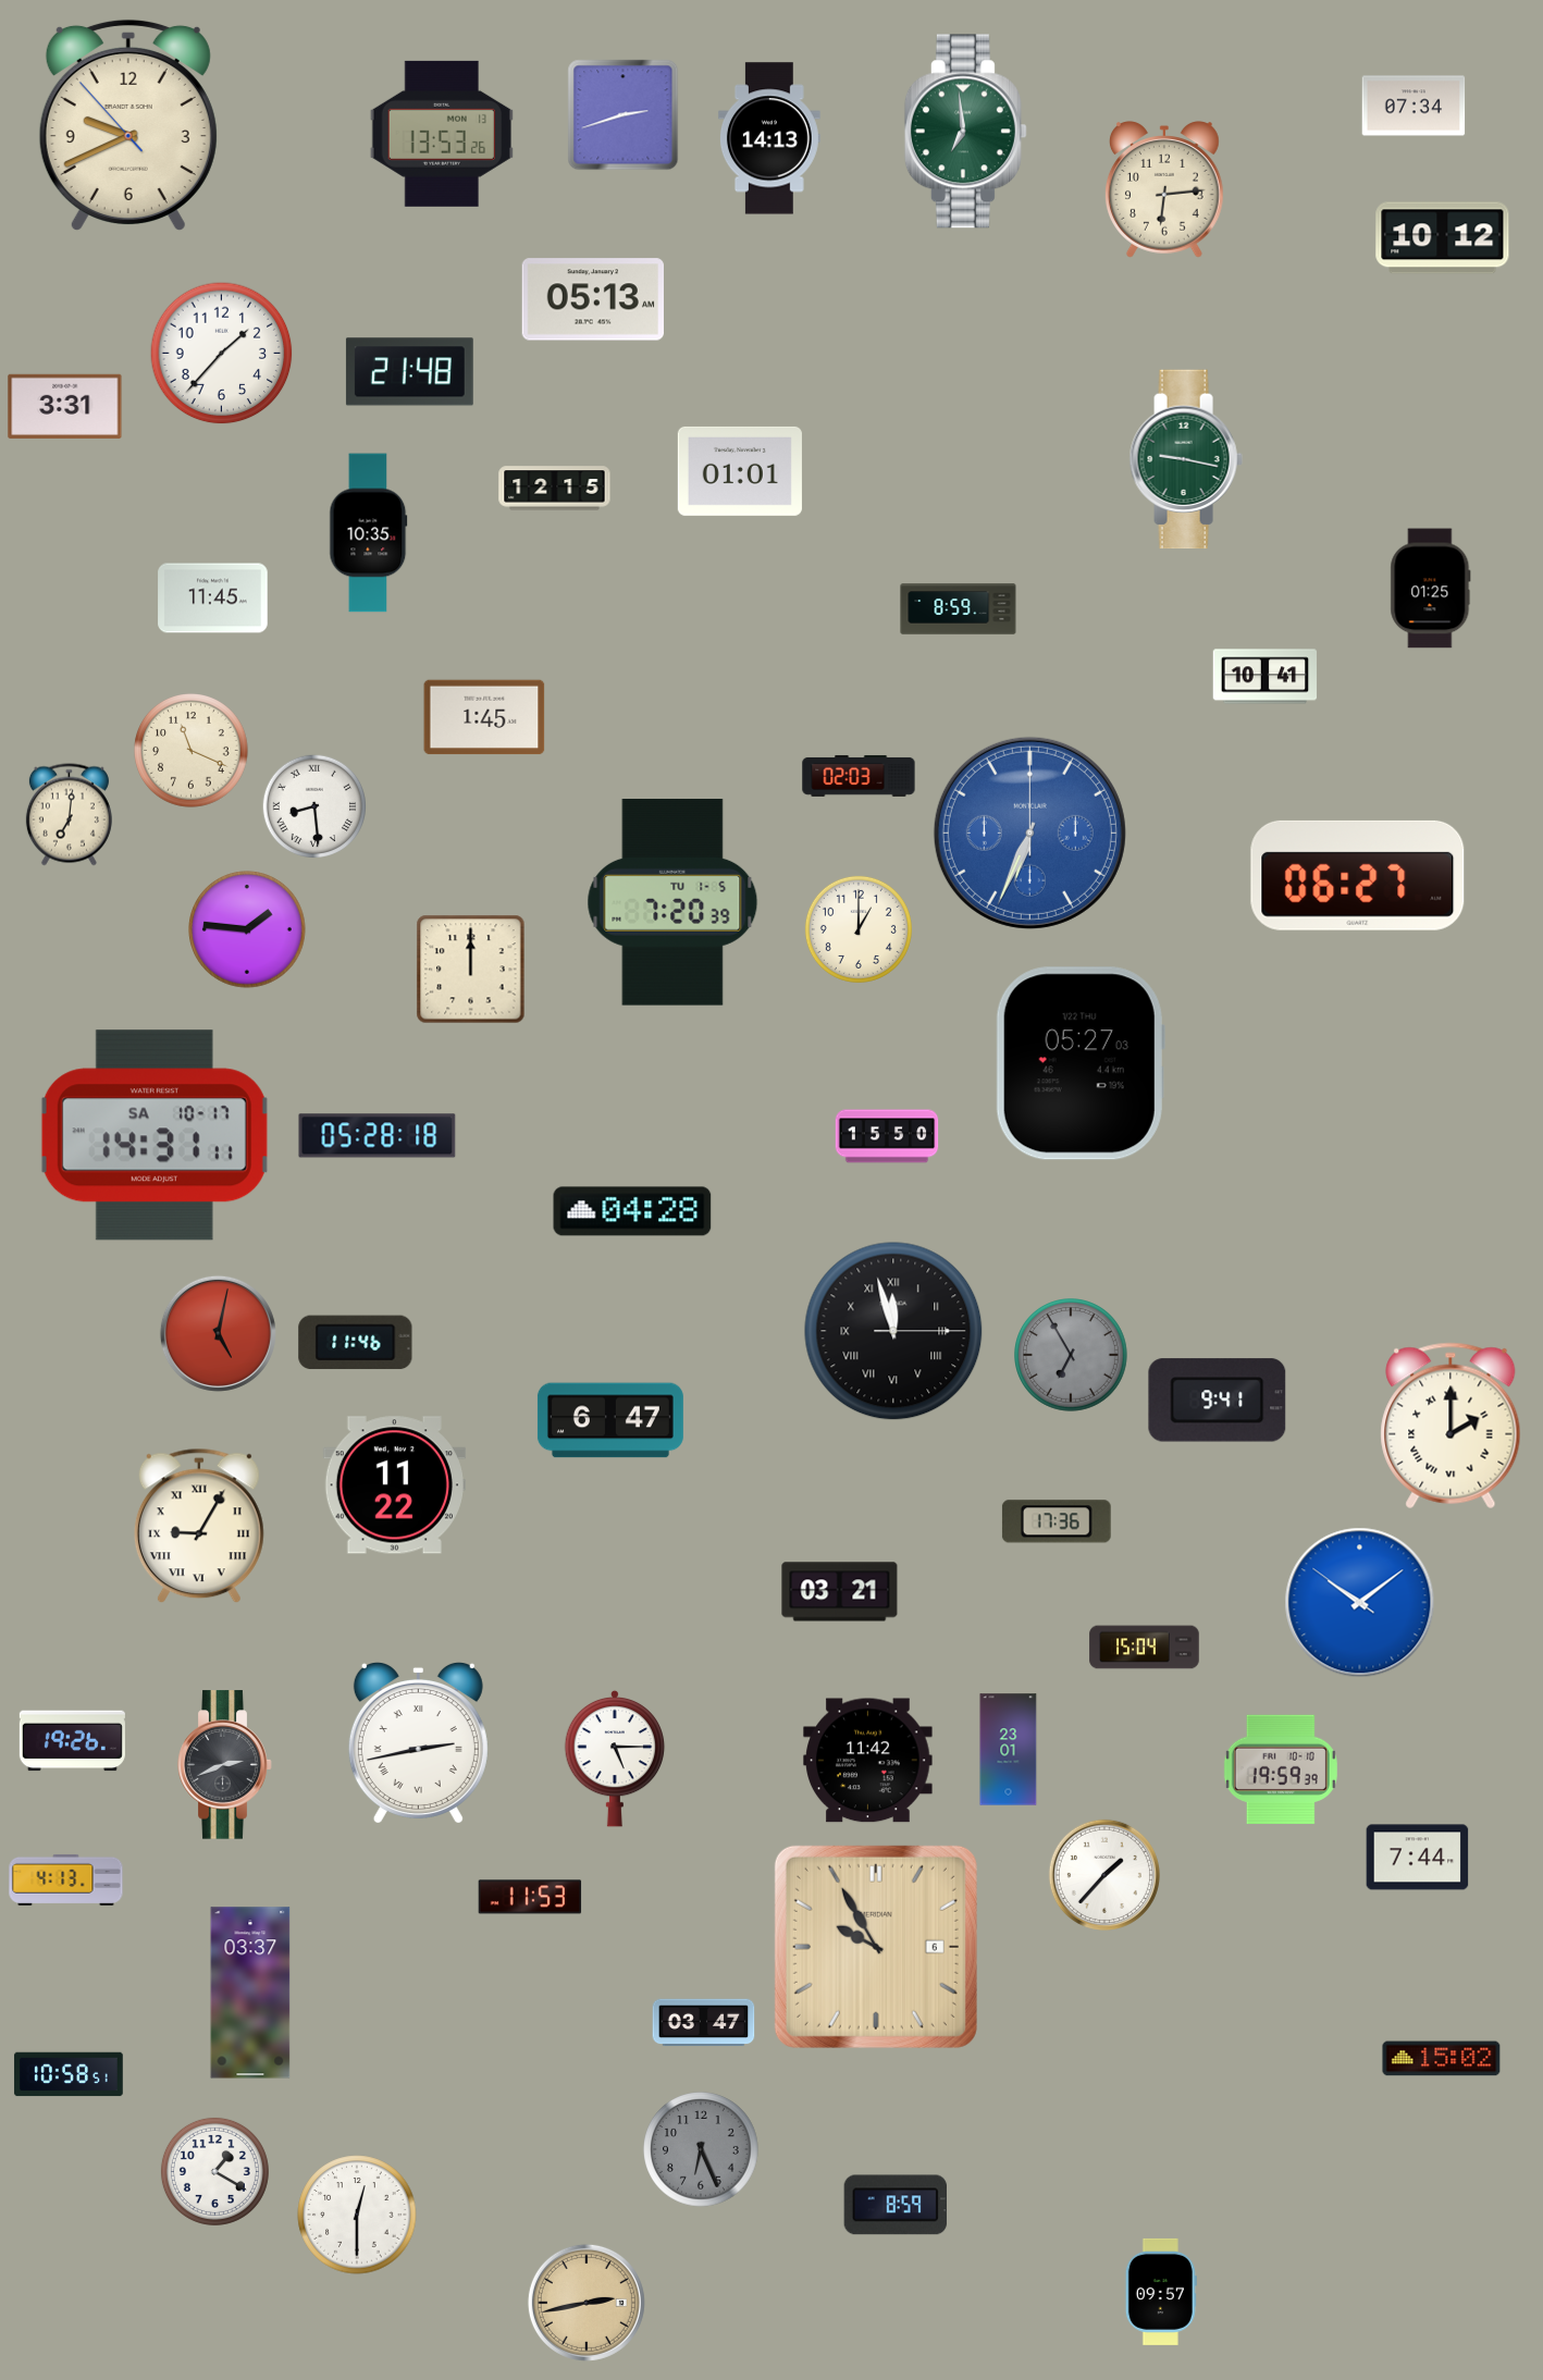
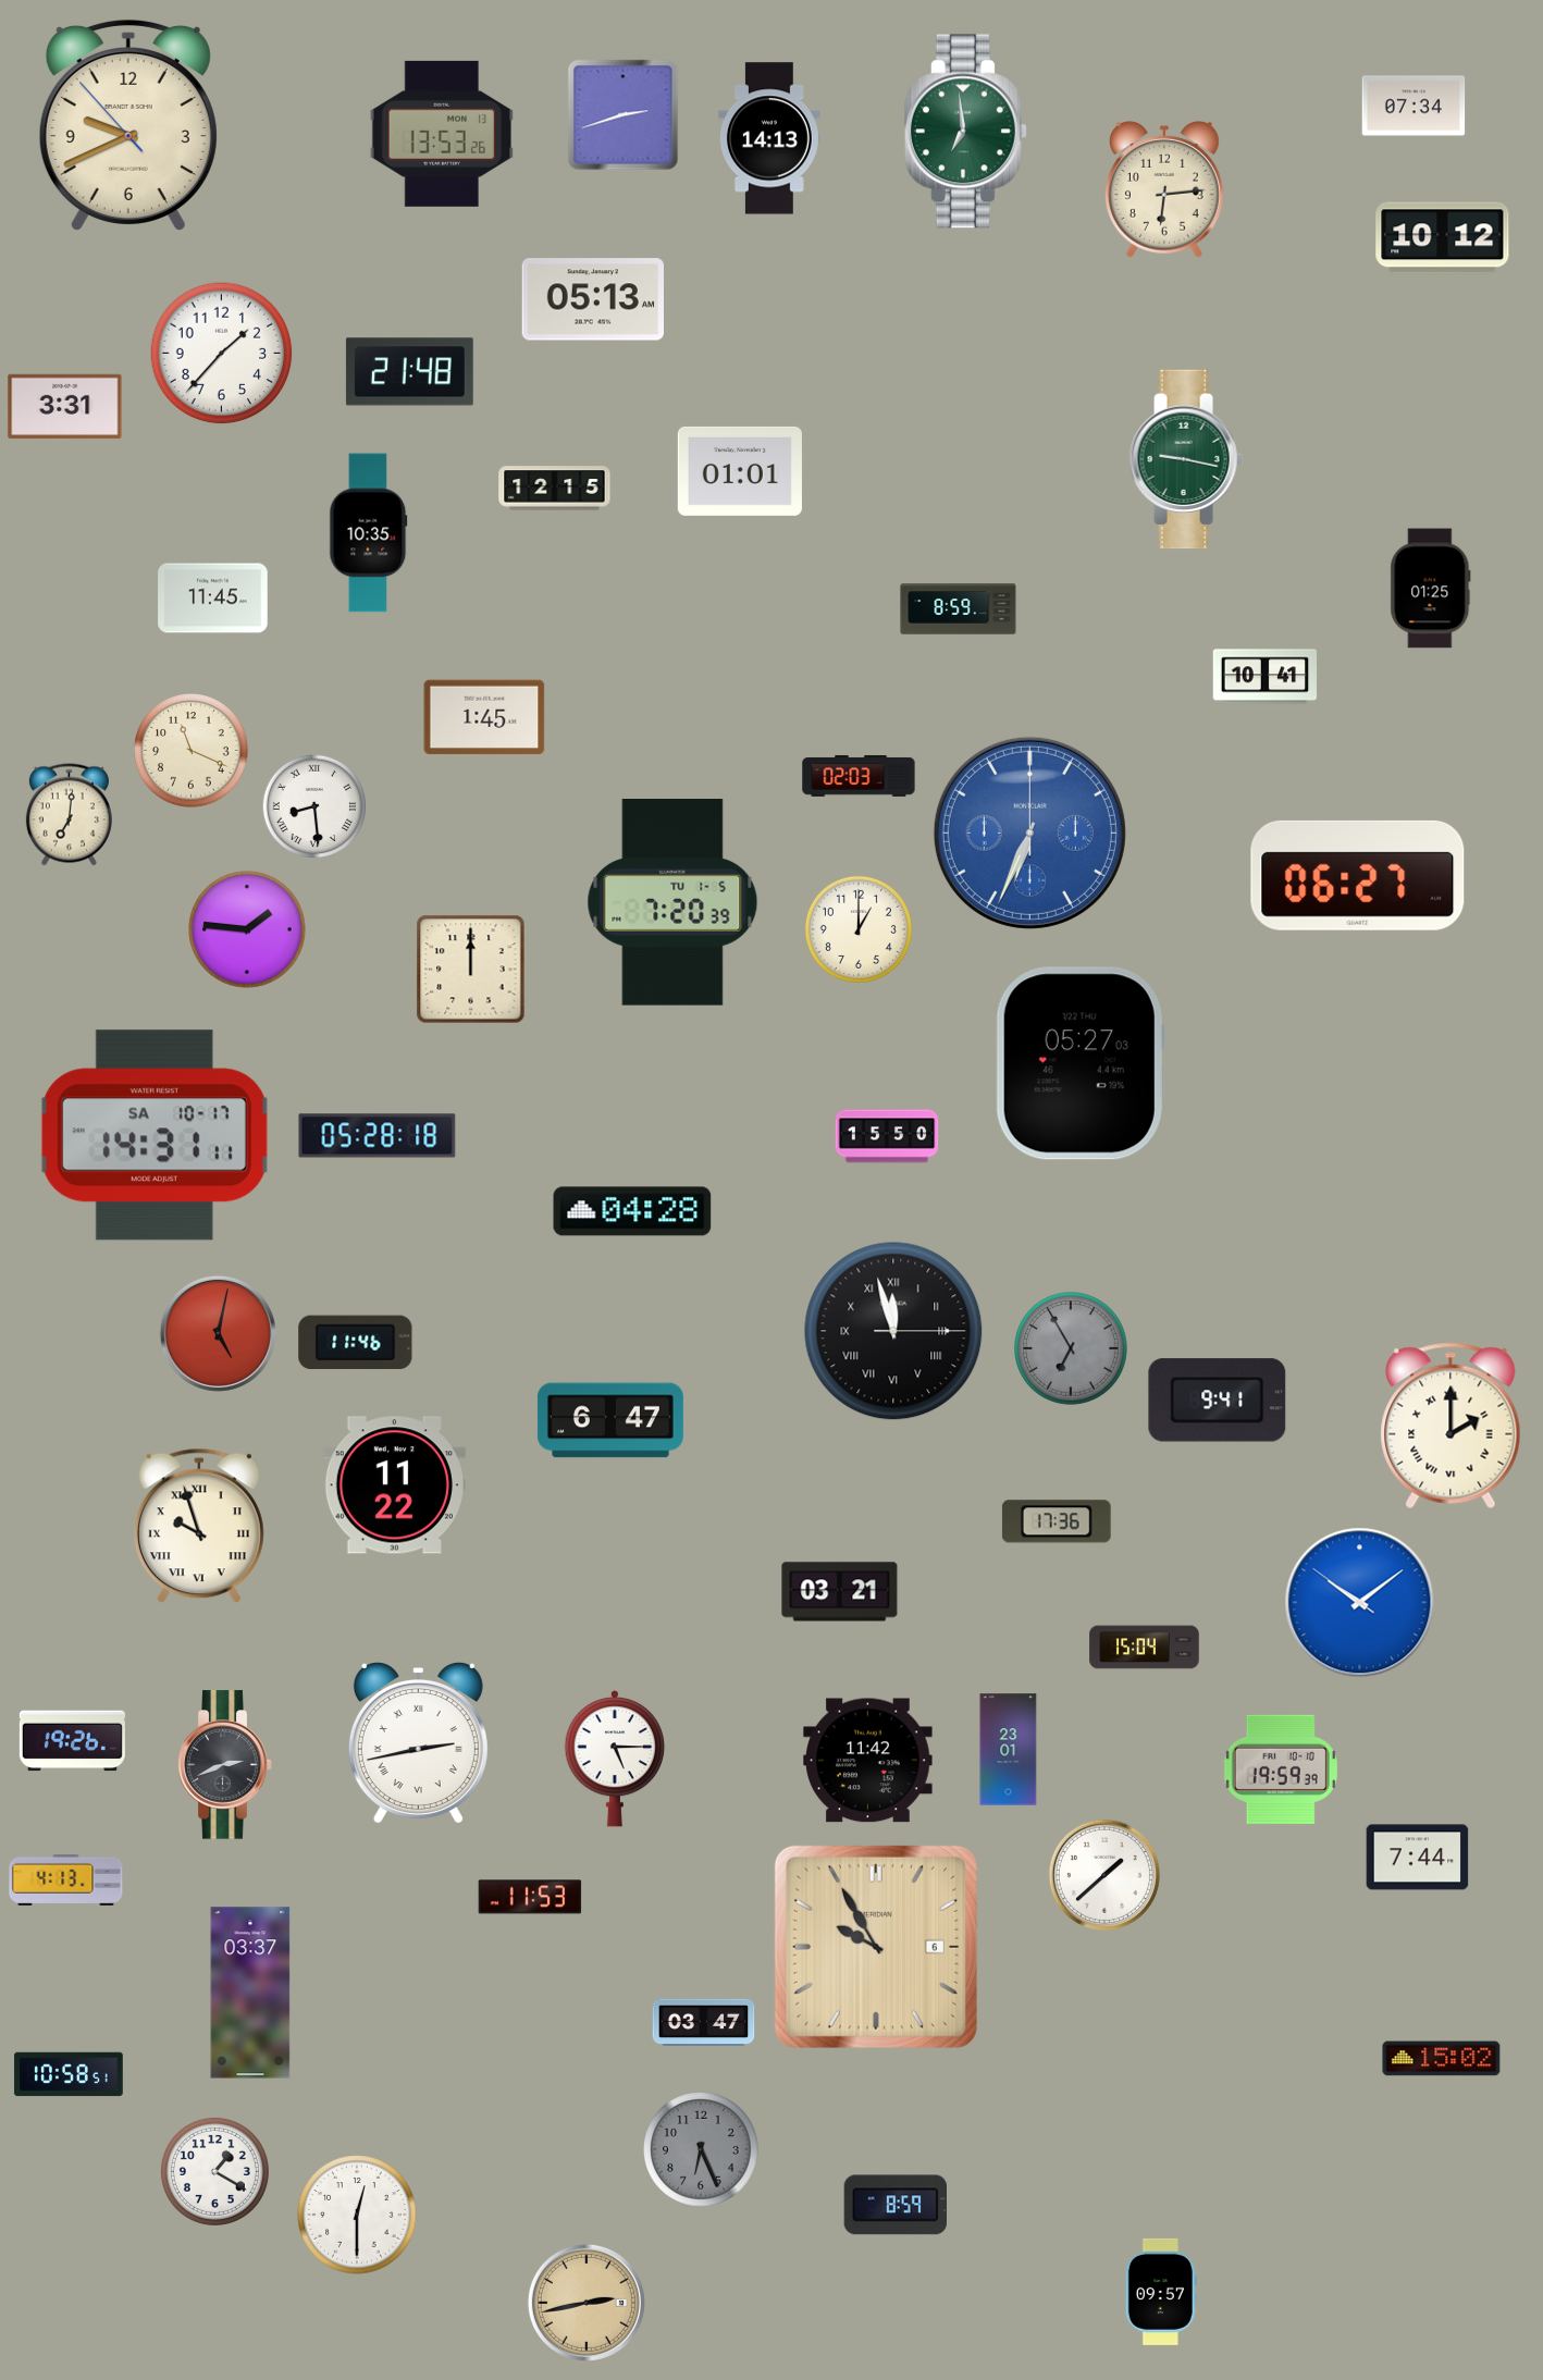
clock at (1072, 1356) position: (1072, 1356) -> (1072, 1349)
clock at (199, 1526): 9:05 -> 9:57
clock at (1104, 1875): 1:37 -> 1:38
